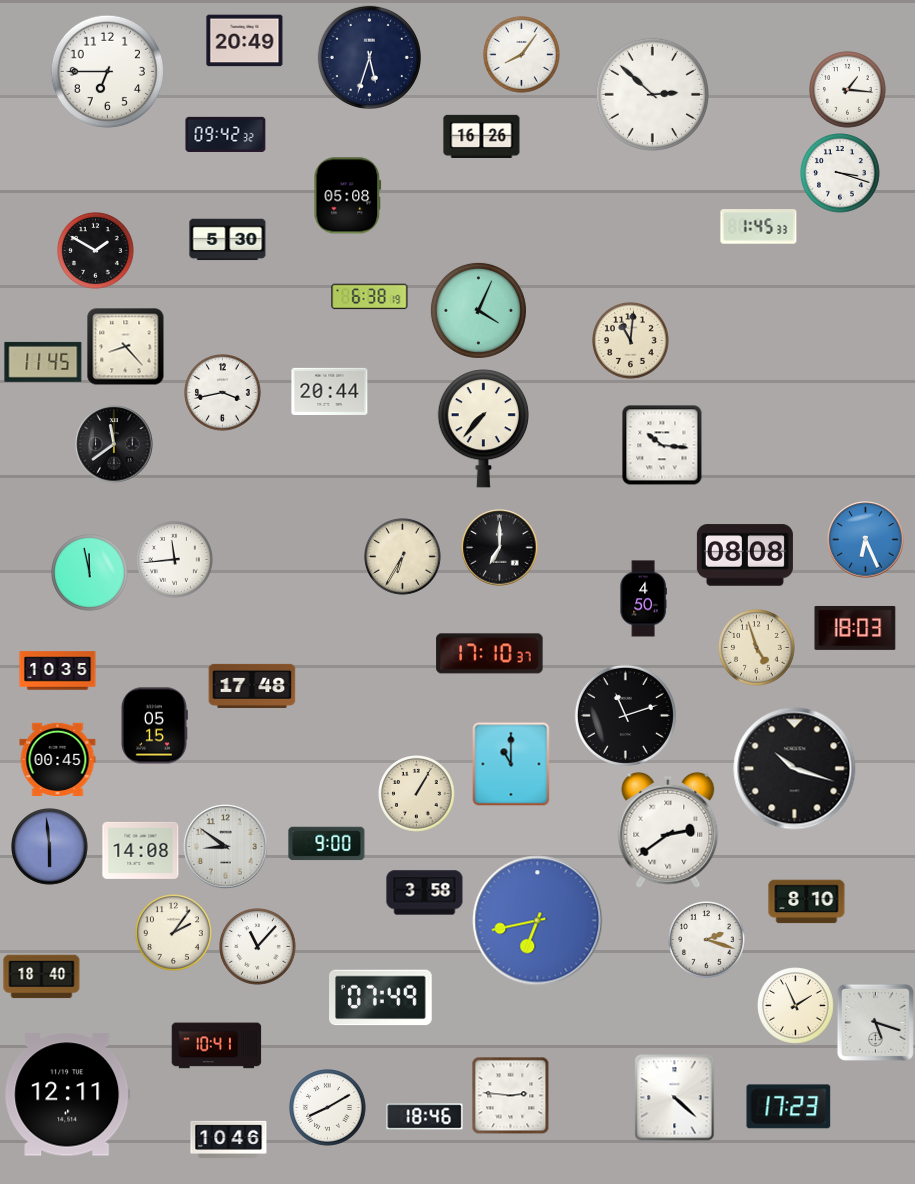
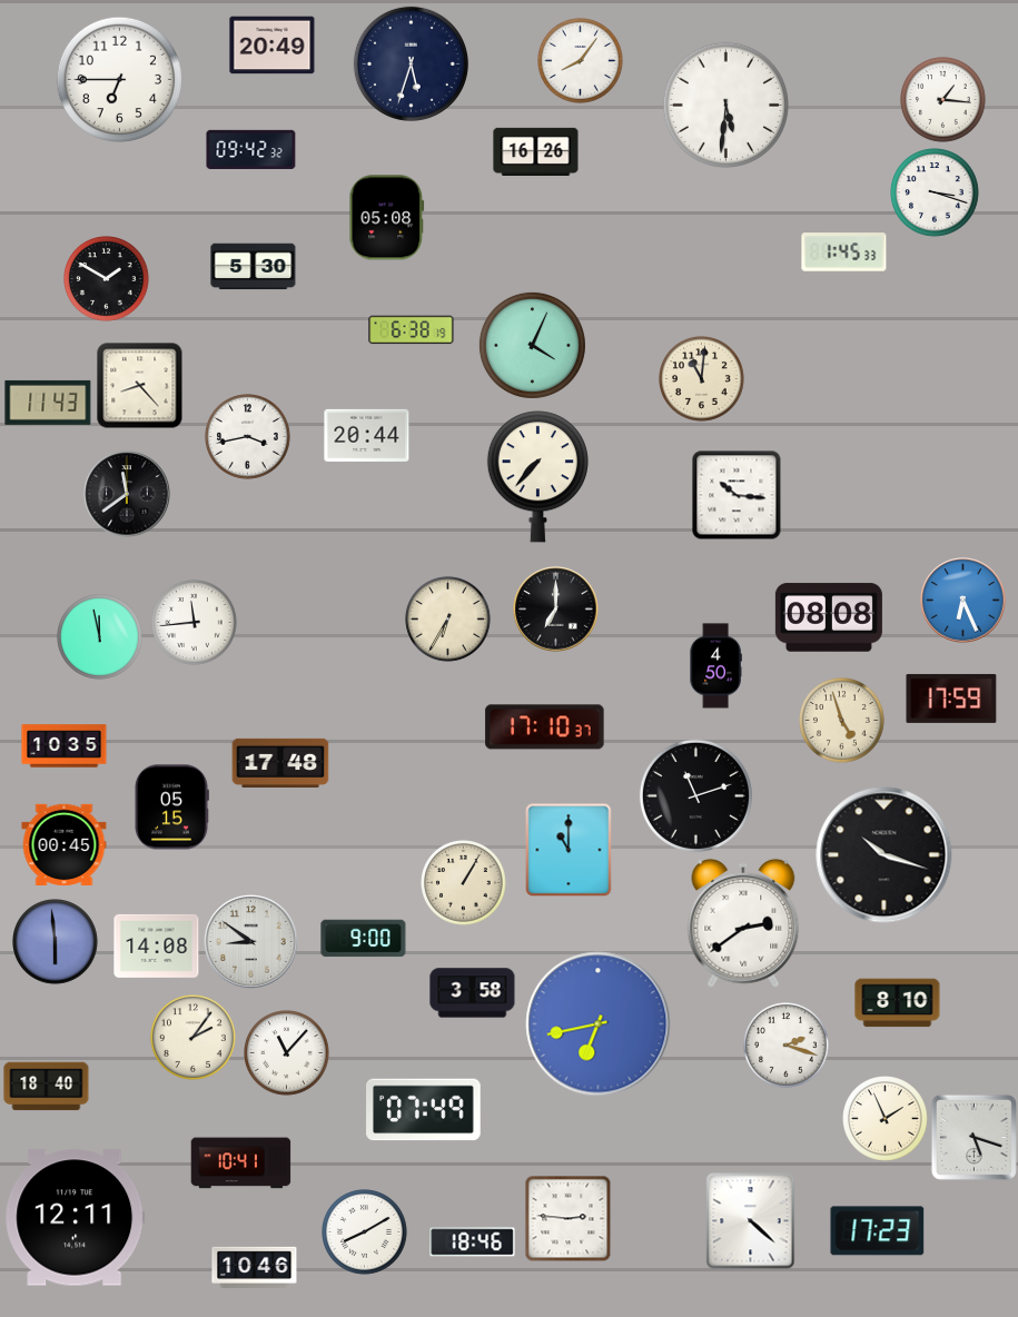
clock at (652, 94): 2:52 -> 5:31
clock at (43, 362): 11:45 -> 11:43
clock at (855, 628): 18:03 -> 17:59
